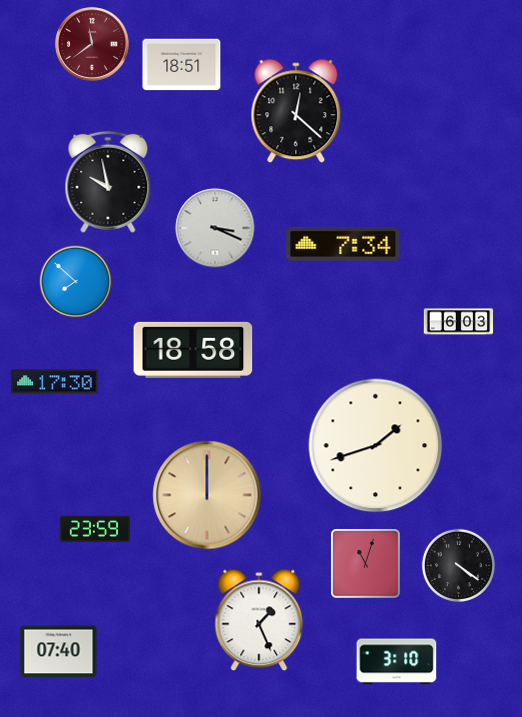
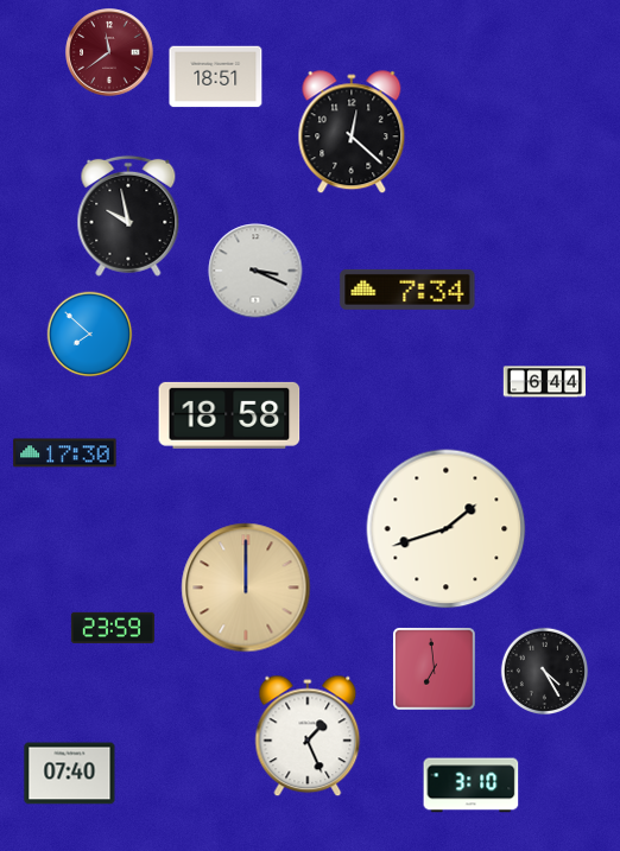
clock at (459, 322): 6:03 -> 6:44
clock at (366, 564): 11:03 -> 6:59
clock at (459, 566): 4:21 -> 4:25
